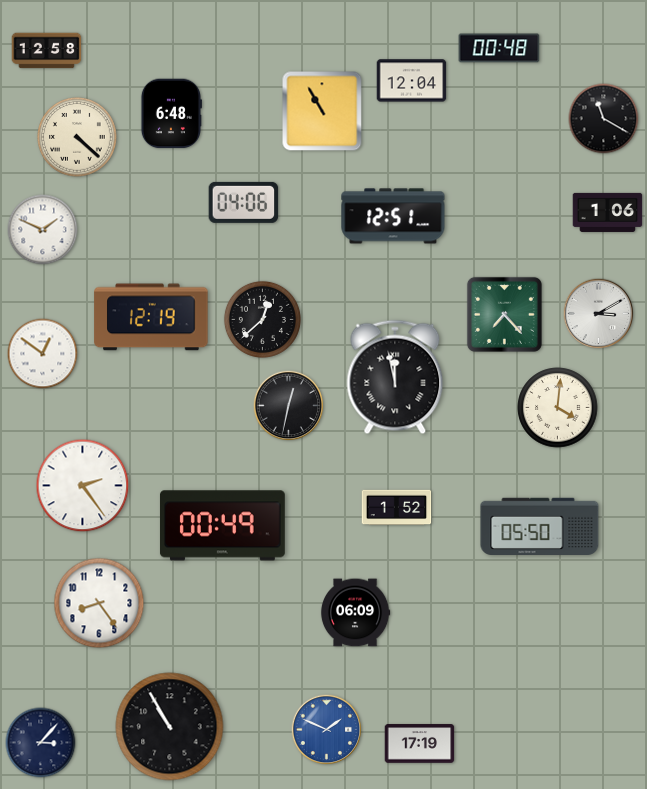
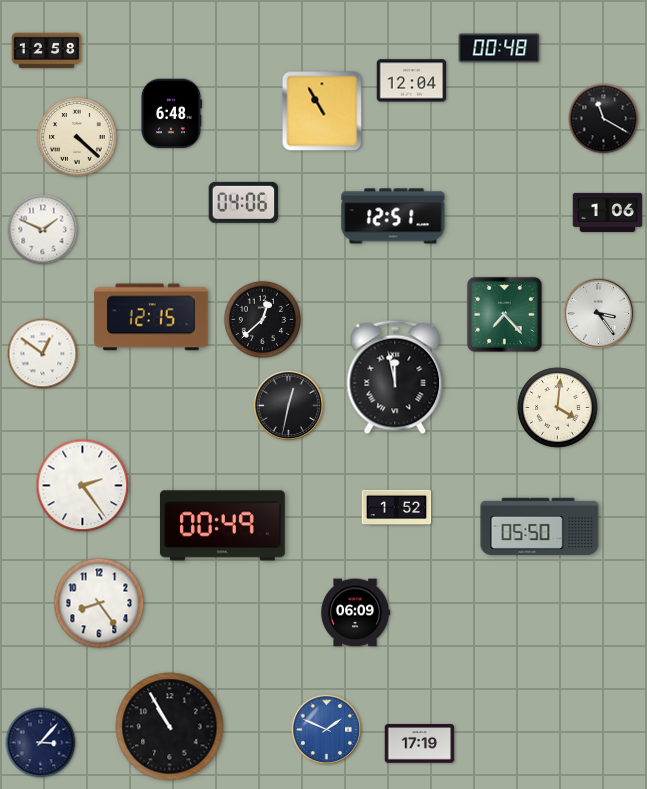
clock at (599, 314): 3:10 -> 3:24
clock at (151, 317): 12:19 -> 12:15
